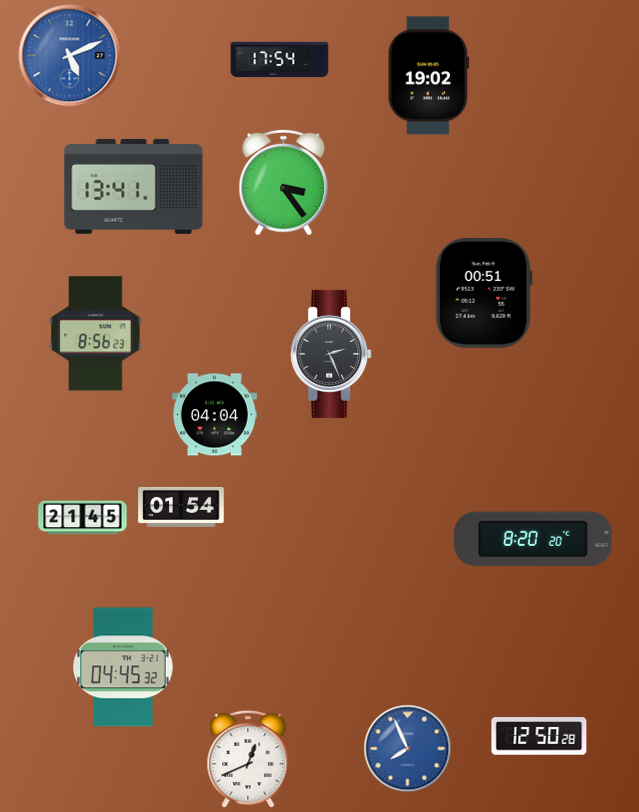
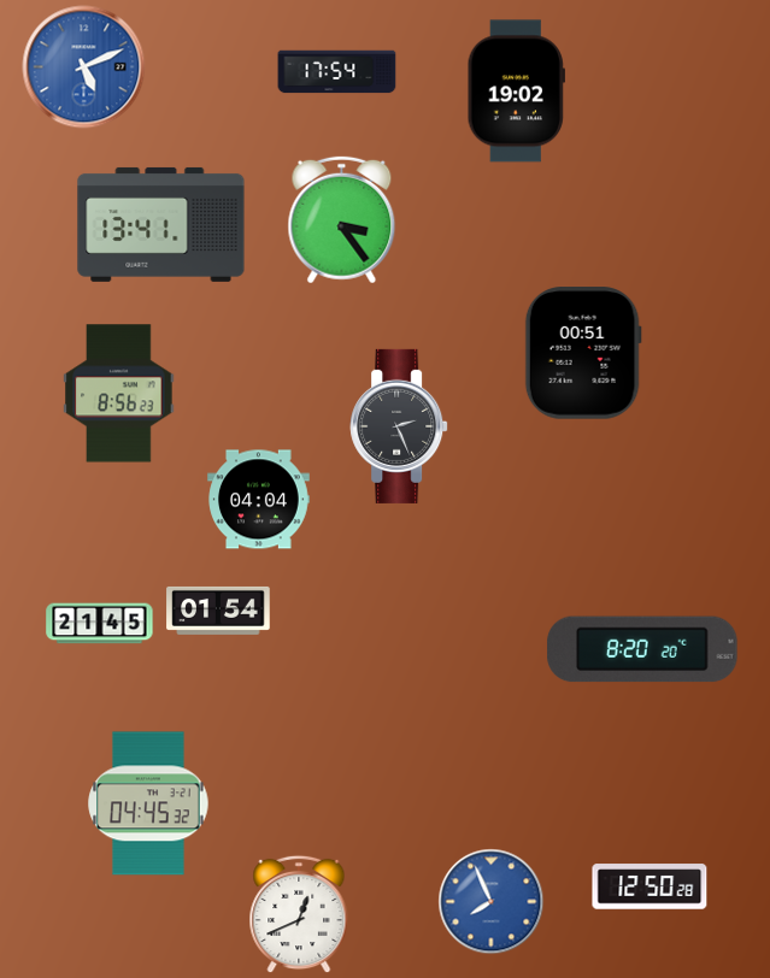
clock at (96, 334) position: (96, 334) -> (119, 394)
